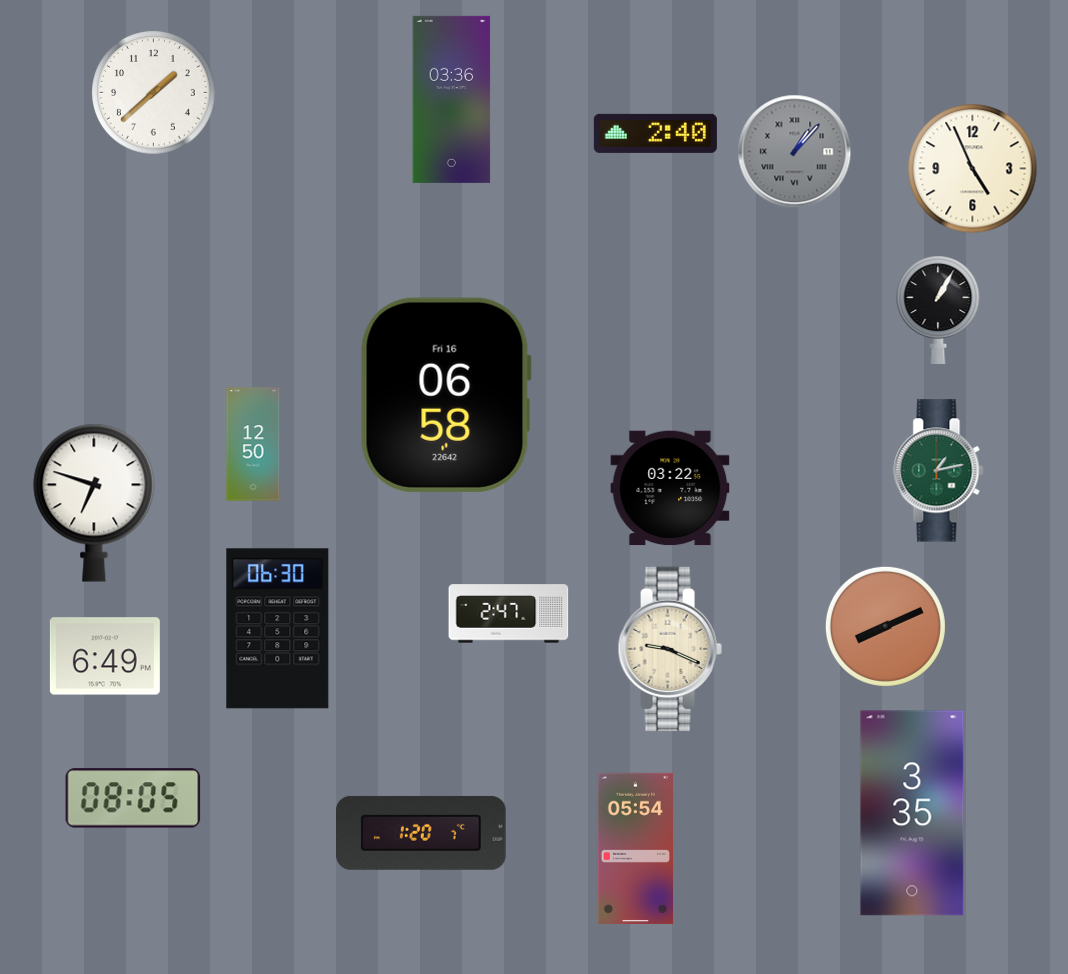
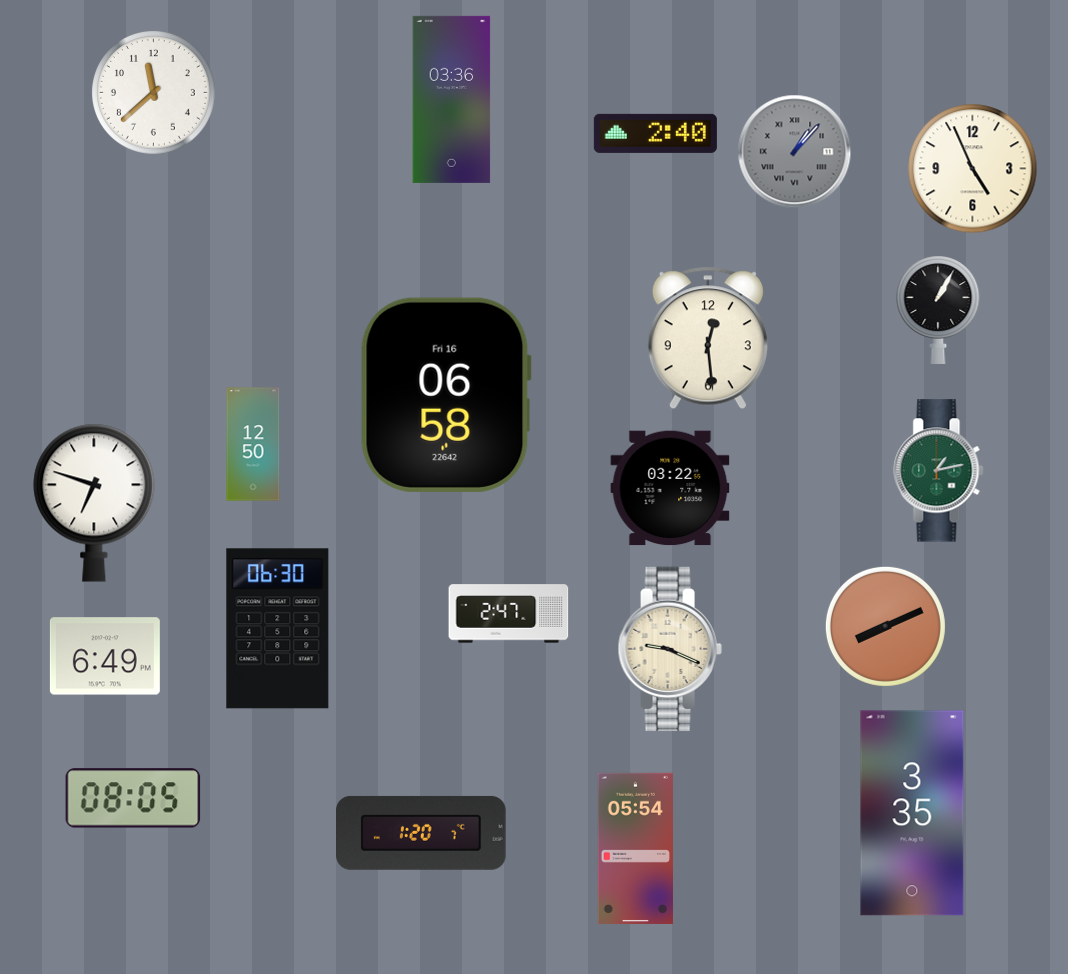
clock at (154, 93): 1:38 -> 11:38
clock at (708, 338): none -> 12:29
